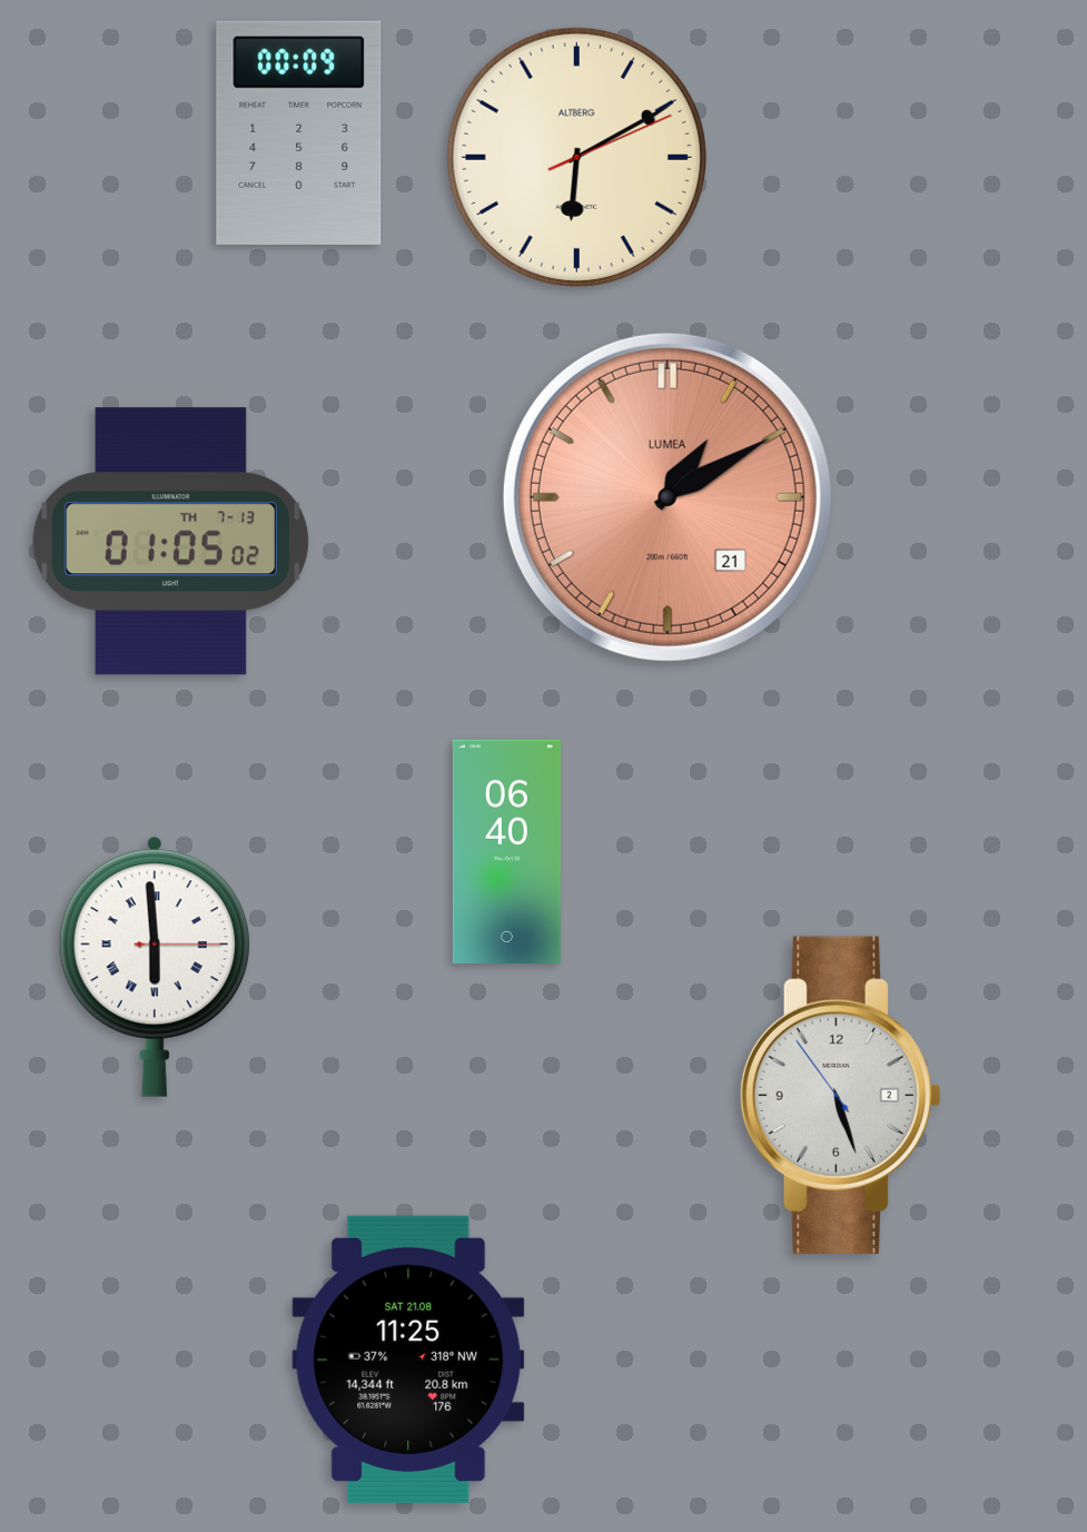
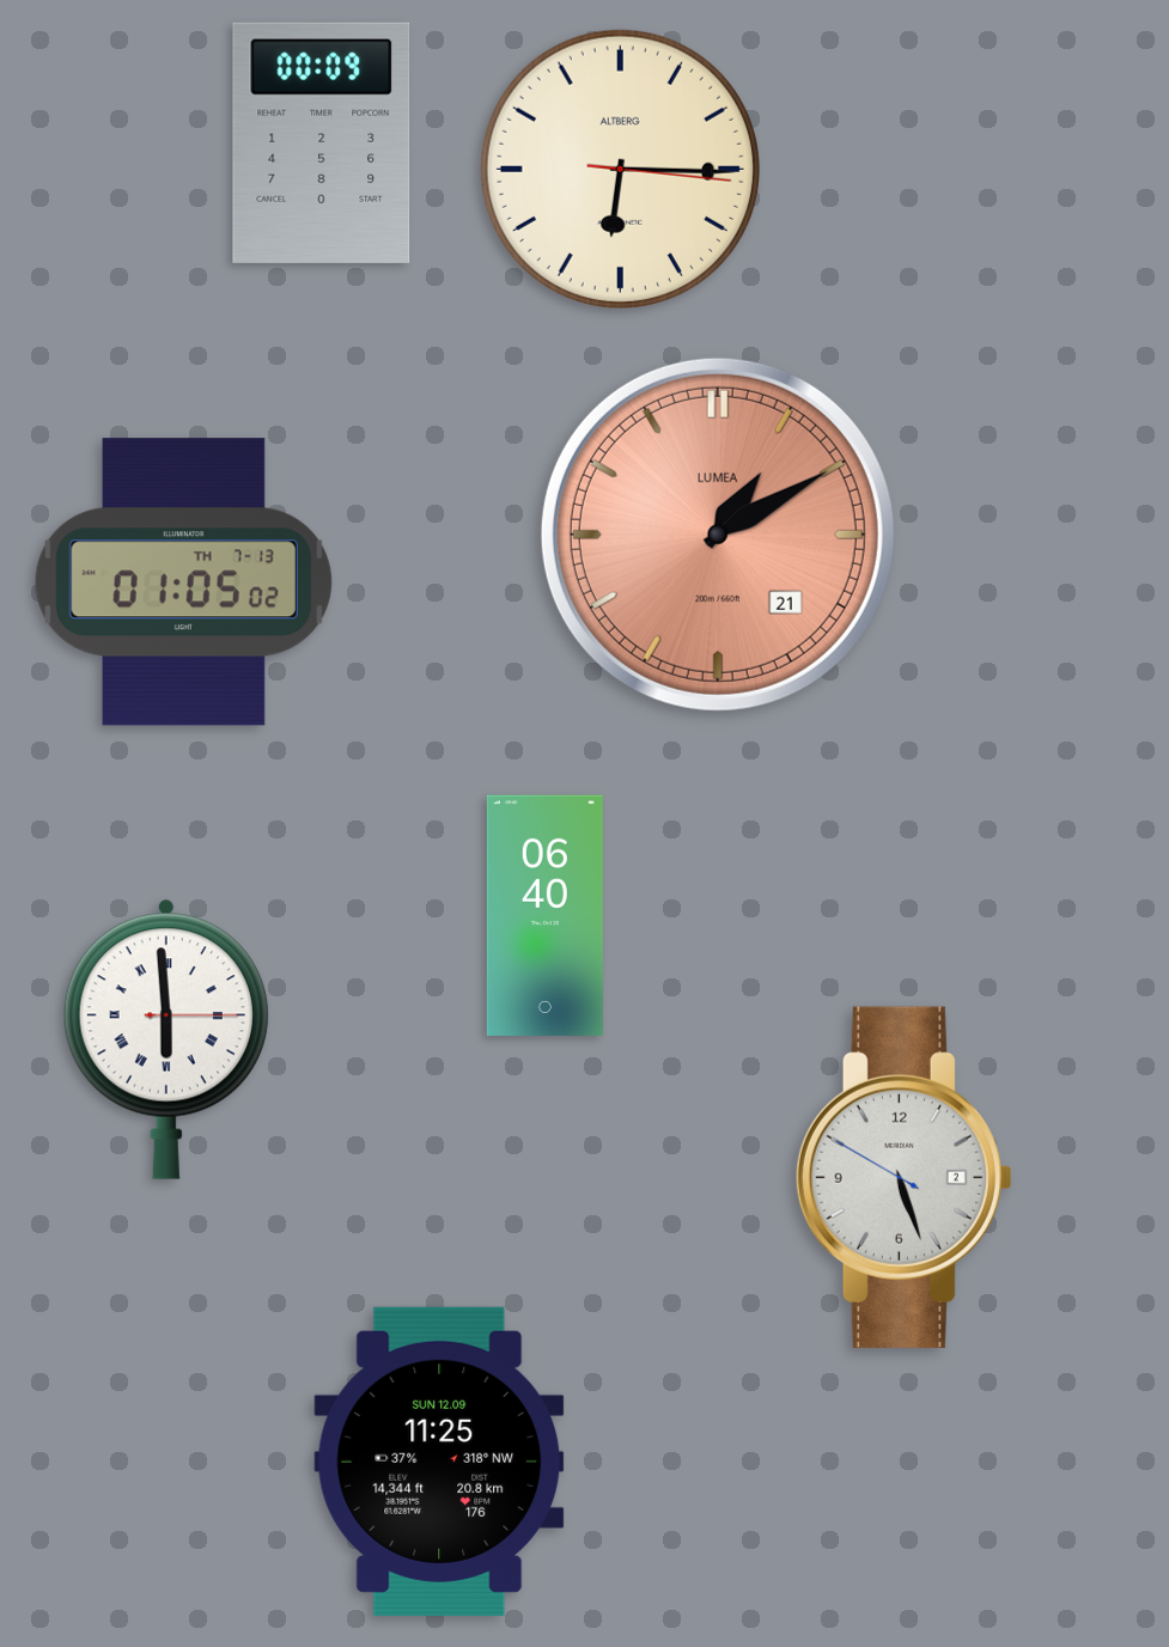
clock at (576, 157): 6:10 -> 6:15
clock at (840, 1095): 5:26:54 -> 5:26:50
clock at (408, 1360) date: SAT 21.08 -> SUN 12.09
